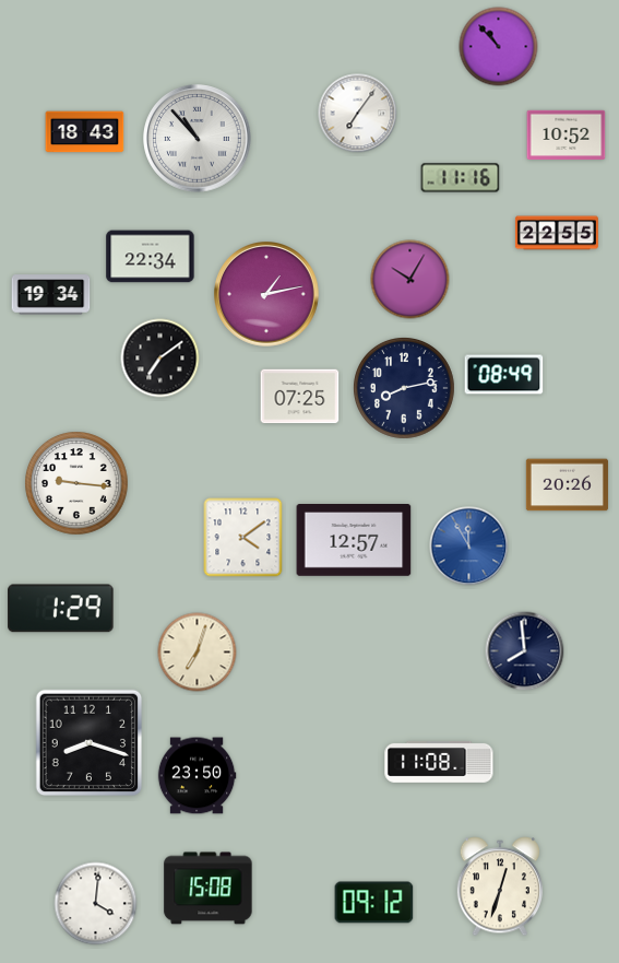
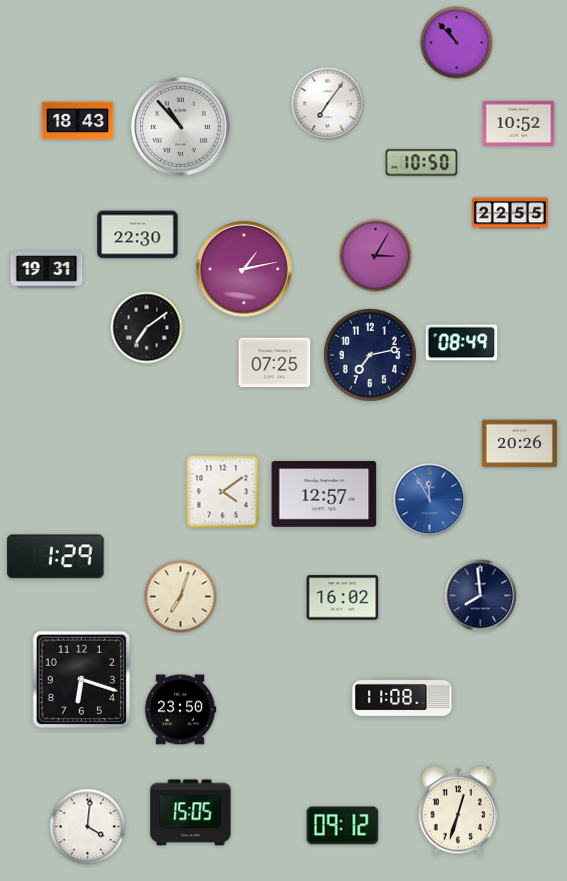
clock at (461, 178): 11:16 -> 10:50
clock at (151, 257): 22:34 -> 22:30
clock at (410, 280): 10:05 -> 3:05
clock at (51, 295): 19:34 -> 19:31
clock at (405, 389): 8:13 -> 7:13
clock at (76, 483): 9:16 -> none
clock at (343, 598): none -> 16:02
clock at (90, 743): 8:18 -> 6:18
clock at (209, 889): 15:08 -> 15:05
